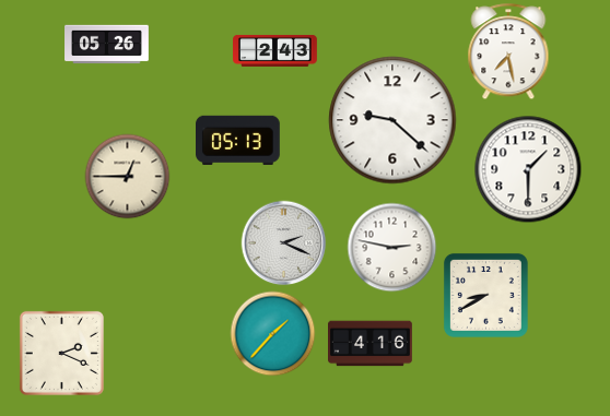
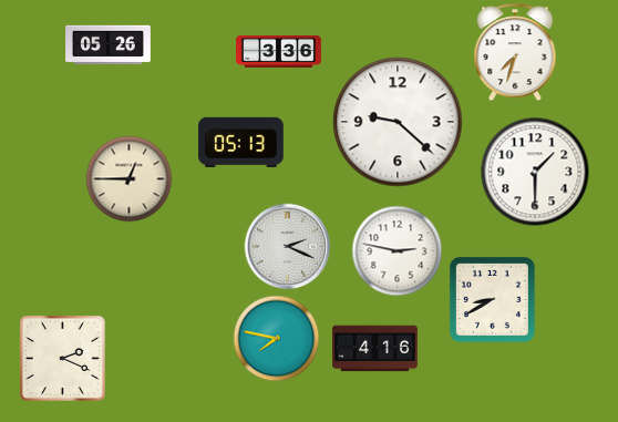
clock at (275, 50): 2:43 -> 3:36
clock at (508, 51): 7:28 -> 7:33
clock at (272, 333): 1:37 -> 7:47
